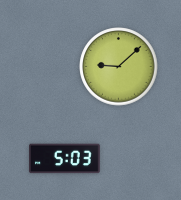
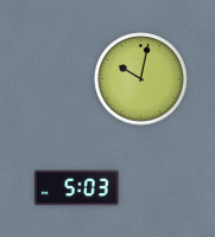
clock at (119, 67): 9:08 -> 10:02
